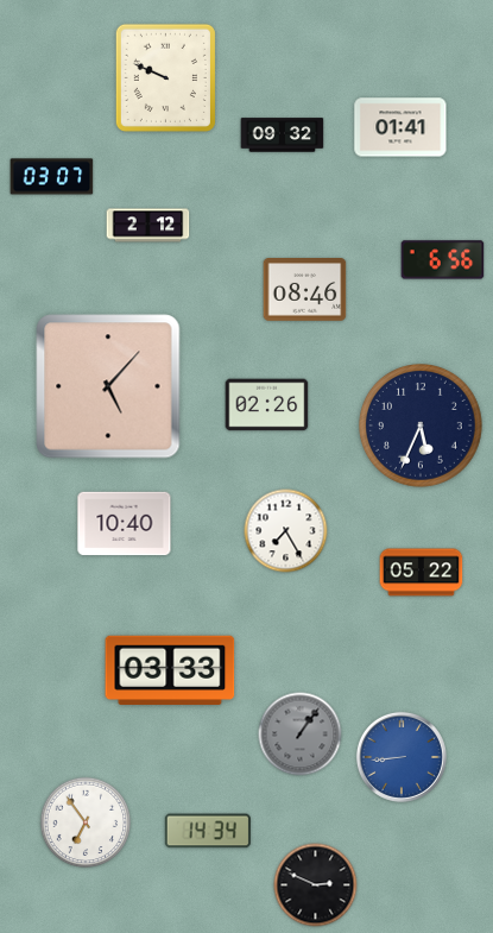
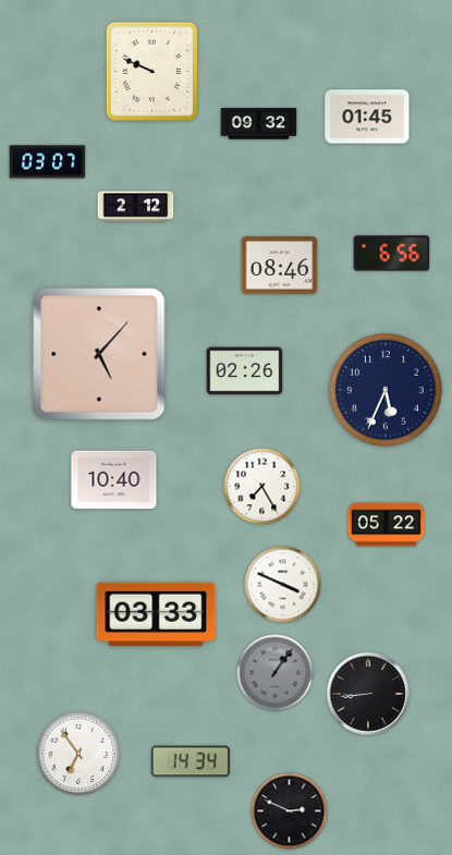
clock at (400, 127): 01:41 -> 01:45
clock at (443, 260) position: (443, 260) -> (392, 254)
clock at (283, 585): none -> 3:49
clock at (402, 757) dial: blue -> black
